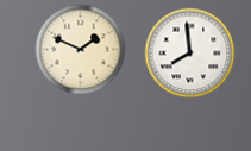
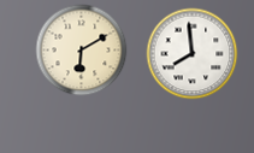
clock at (81, 50): 1:49 -> 6:10
